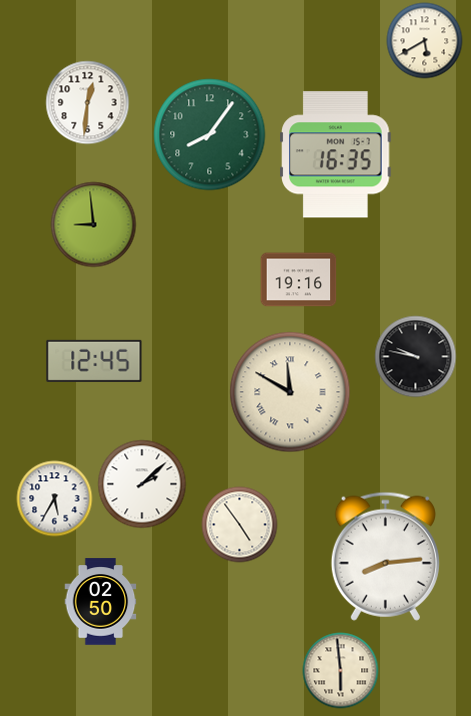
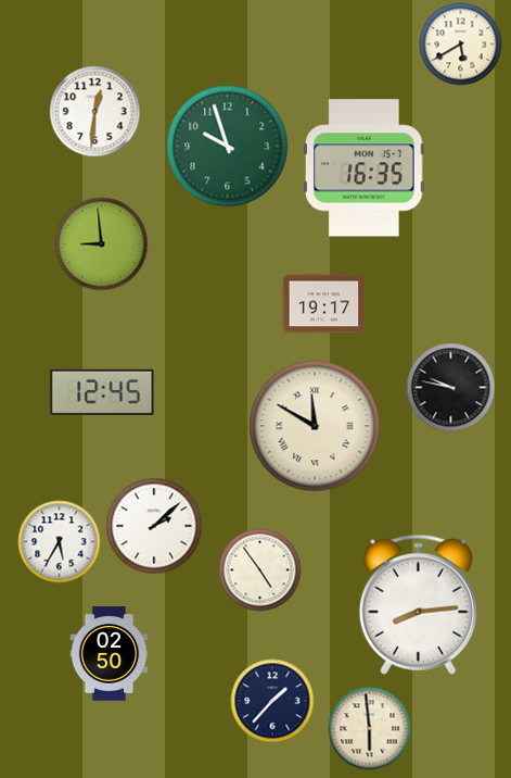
clock at (210, 135): 8:06 -> 9:57
clock at (299, 280): 19:16 -> 19:17
clock at (272, 701): none -> 1:37
